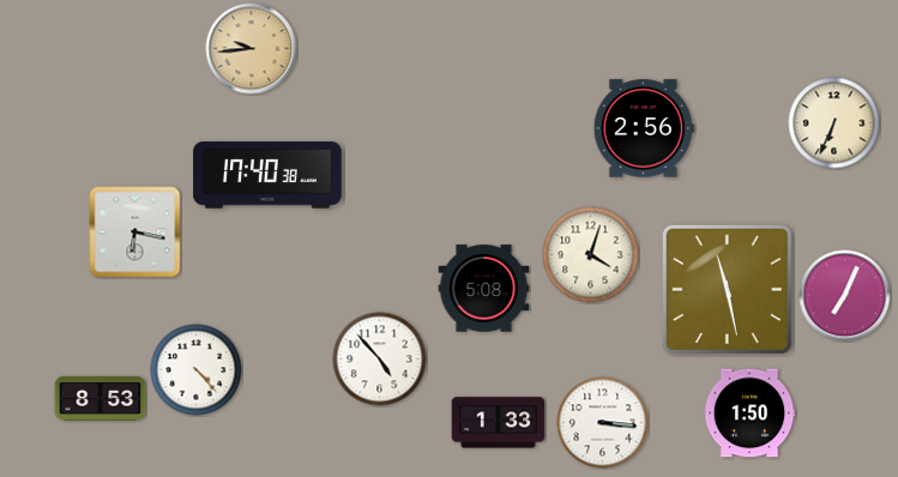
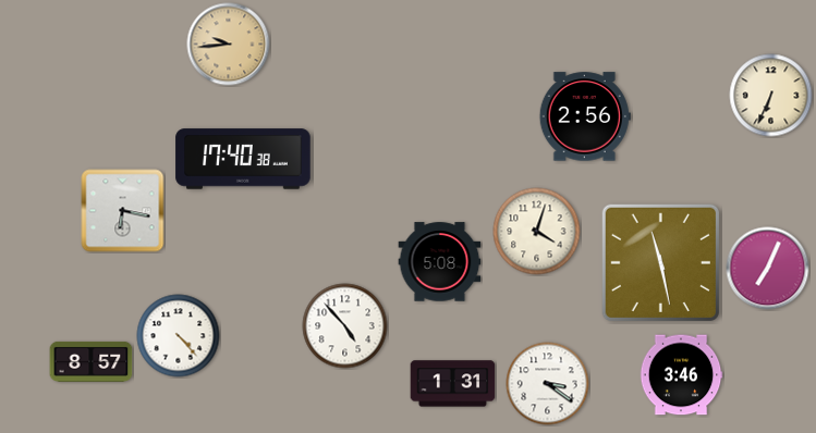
clock at (834, 123) position: (834, 123) -> (771, 96)
clock at (101, 398): 8:53 -> 8:57
clock at (749, 413): 1:50 -> 3:46
clock at (499, 423): 1:33 -> 1:31
clock at (603, 423): 3:16 -> 3:21
